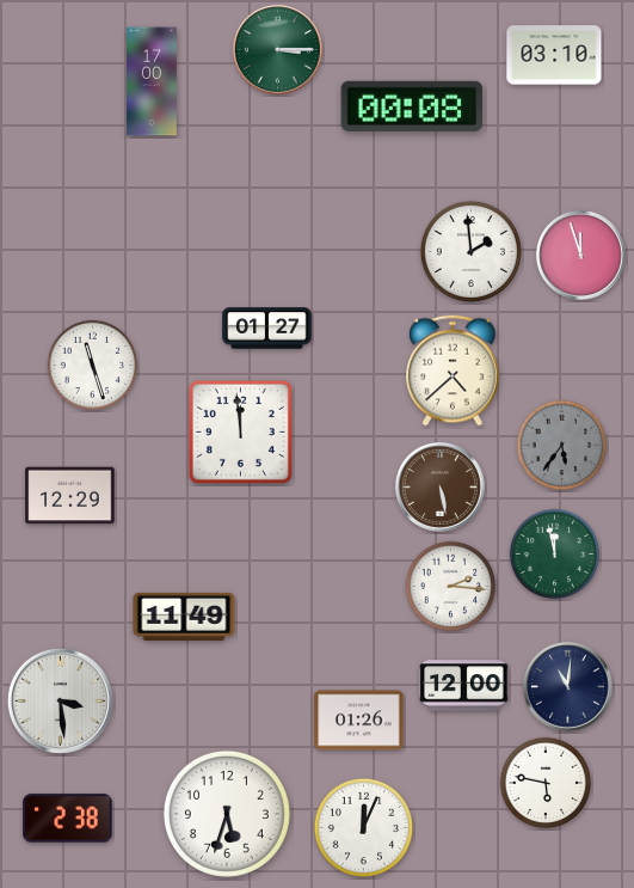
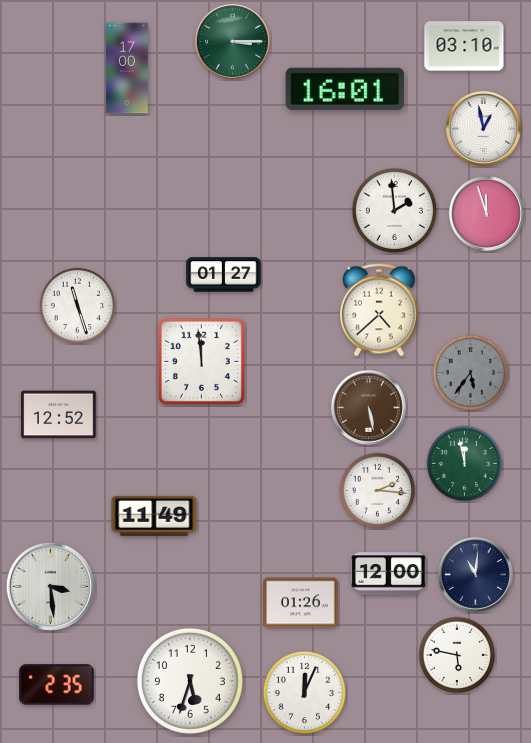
clock at (412, 106): 00:08 -> 16:01
clock at (483, 128): none -> 12:58
clock at (70, 496): 12:29 -> 12:52
clock at (68, 819): 2:38 -> 2:35
